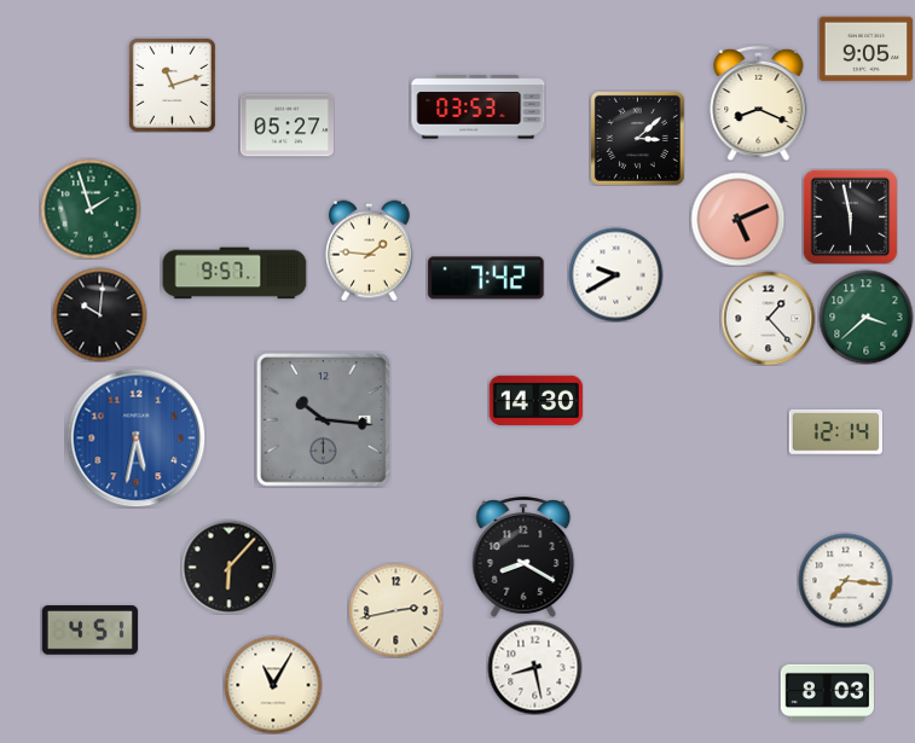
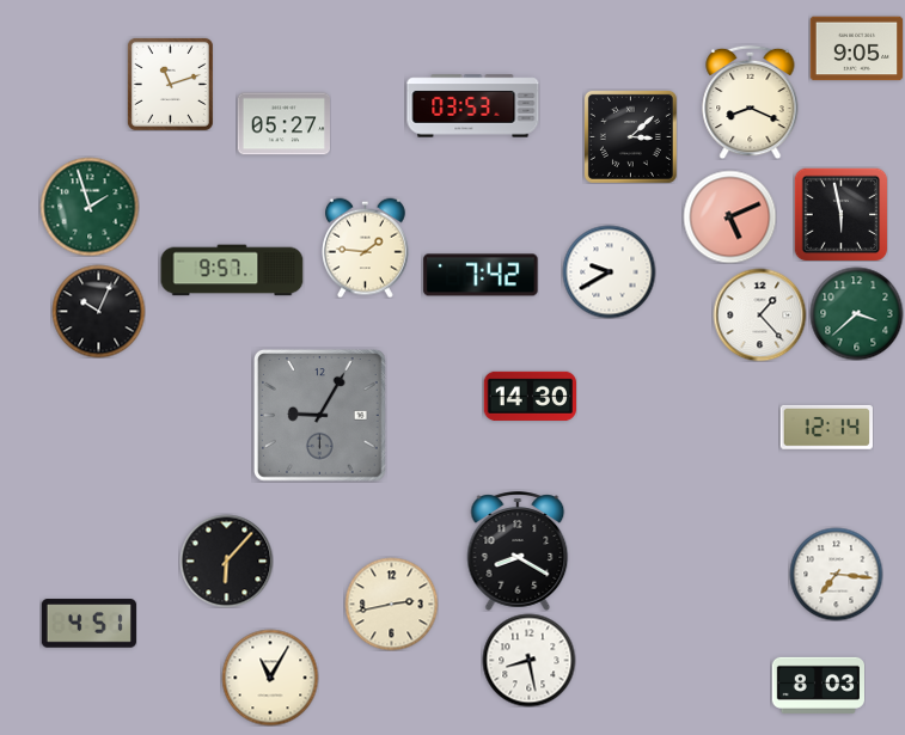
clock at (99, 314): 10:01 -> 10:04
clock at (324, 420): 10:16 -> 9:05
clock at (135, 437): 5:32 -> none
